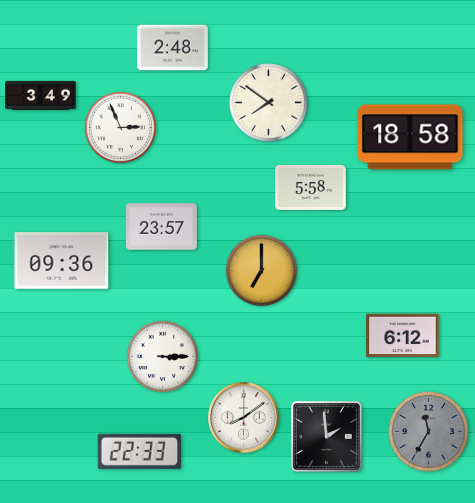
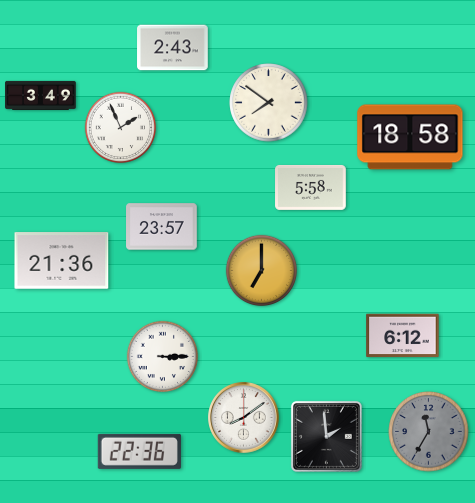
clock at (173, 48): 2:48 -> 2:43
clock at (121, 128): 2:56 -> 1:56
clock at (62, 261): 09:36 -> 21:36
clock at (139, 451): 22:33 -> 22:36
